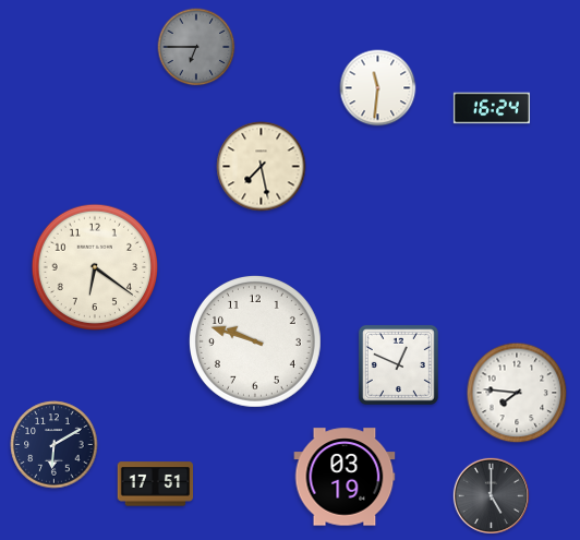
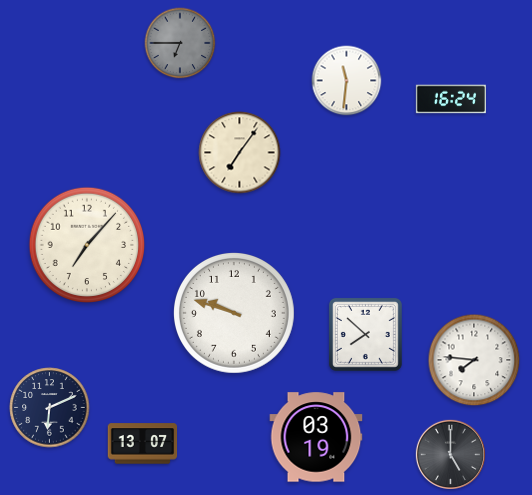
clock at (262, 167): 7:28 -> 7:06
clock at (95, 267): 6:21 -> 7:07
clock at (398, 364): 12:49 -> 7:52
clock at (55, 445): 6:10 -> 6:11
clock at (156, 484): 17:51 -> 13:07
